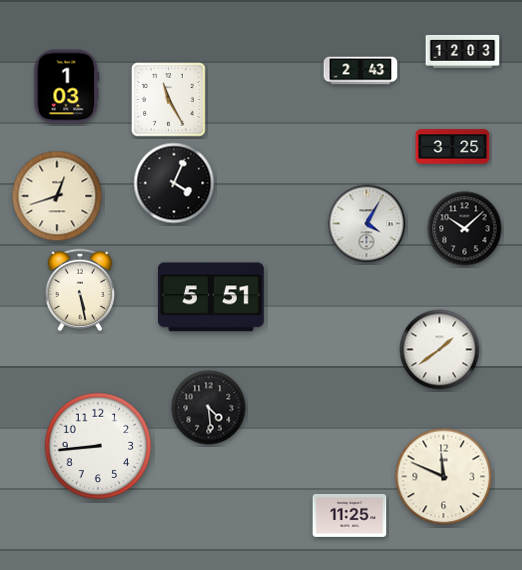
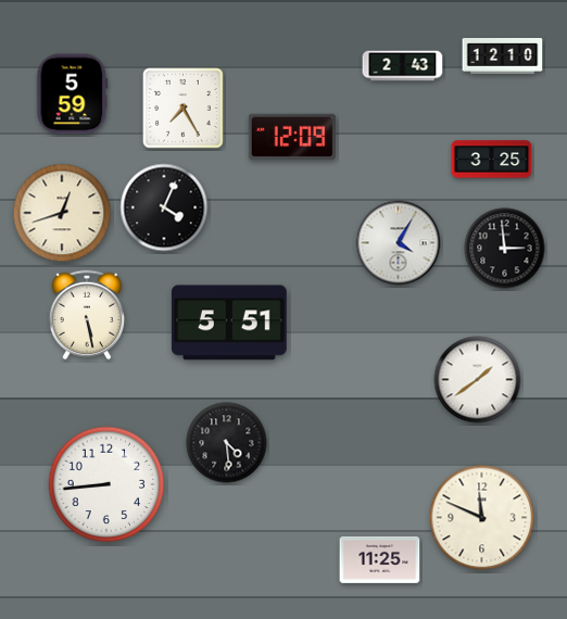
clock at (463, 52): 12:03 -> 12:10
clock at (361, 71) position: (361, 71) -> (403, 66)
clock at (67, 87): 1:03 -> 5:59
clock at (169, 100): 11:25 -> 7:25
clock at (292, 137): none -> 12:09
clock at (174, 183) position: (174, 183) -> (164, 207)
clock at (465, 229): 10:08 -> 2:59
